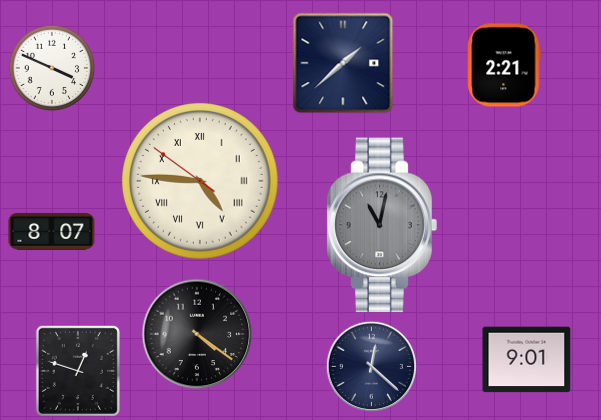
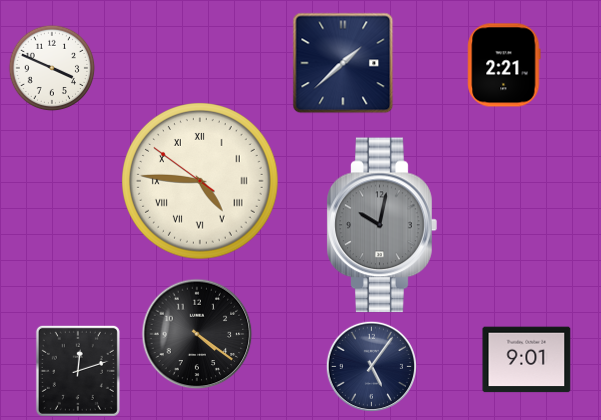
clock at (382, 225): 11:02 -> 10:02
clock at (52, 231): 8:07 -> none
clock at (371, 366): 12:22 -> 5:06
clock at (78, 371): 12:48 -> 12:12
